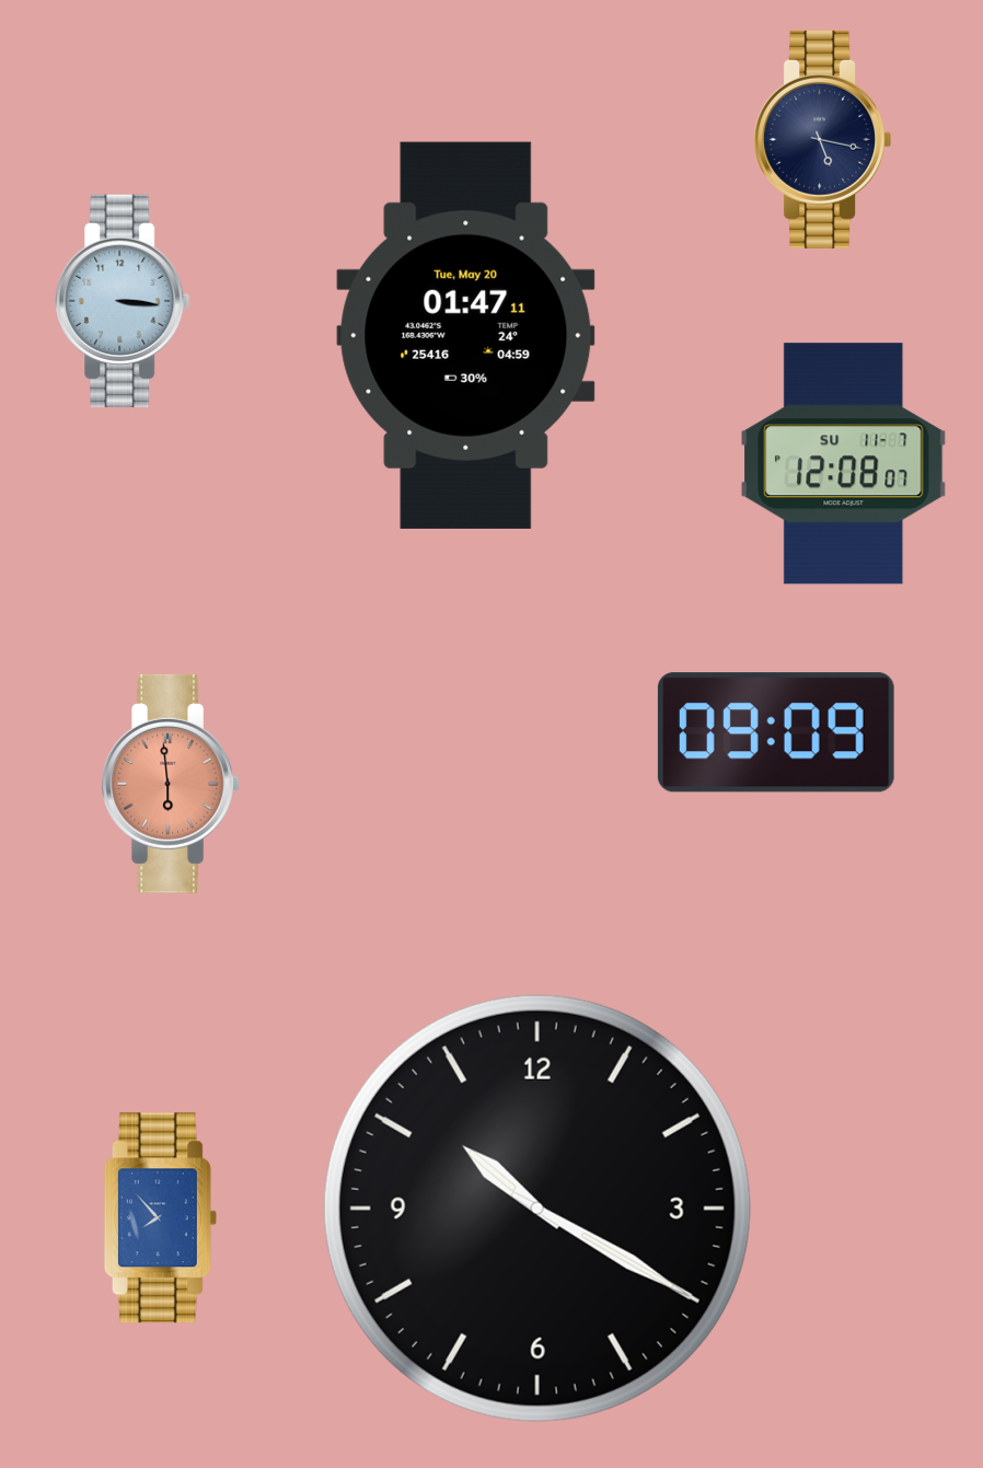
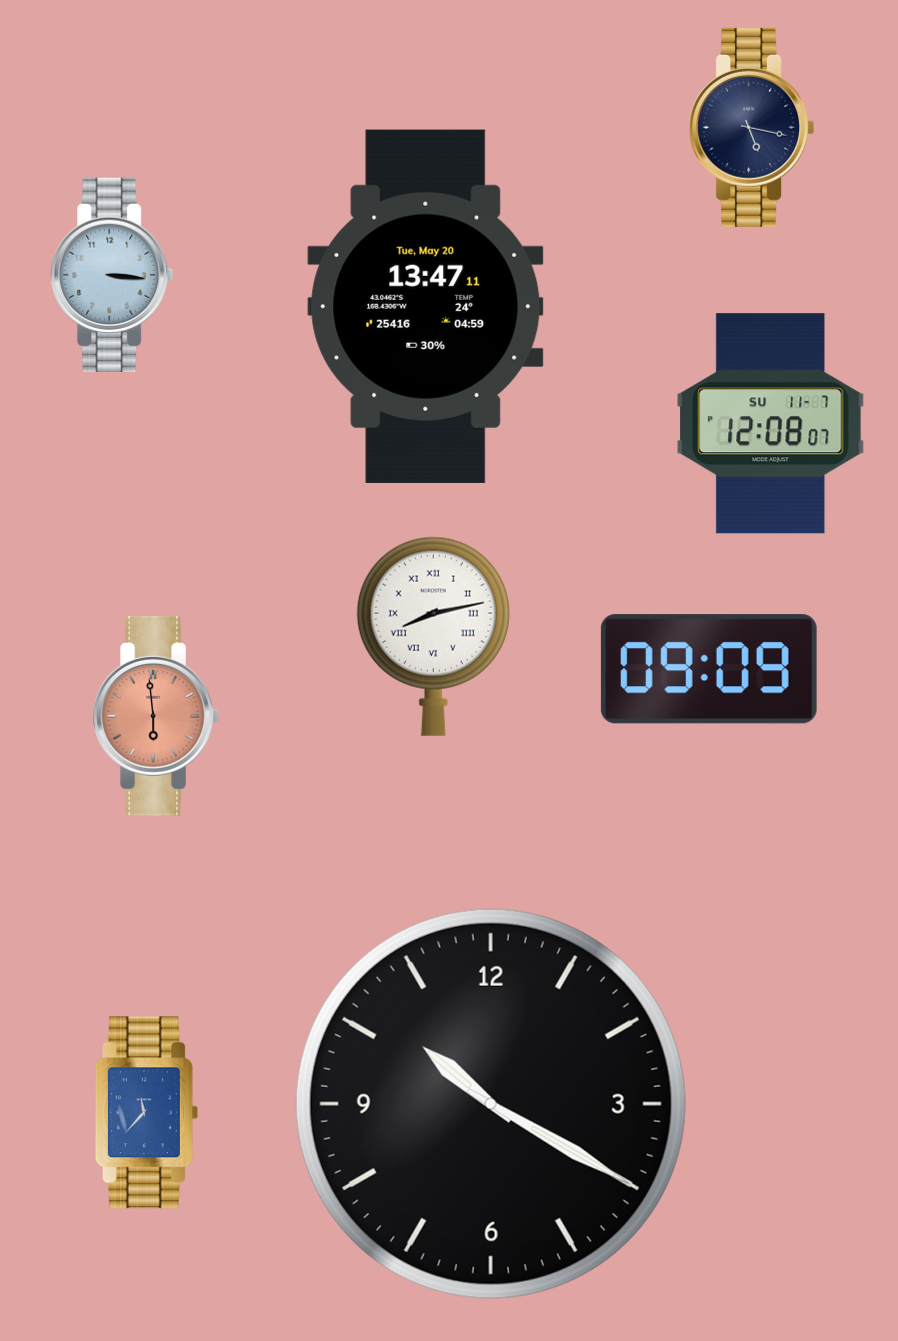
clock at (466, 335): 01:47 -> 13:47
clock at (433, 636): none -> 8:13
clock at (160, 1218): 7:53 -> 11:37
